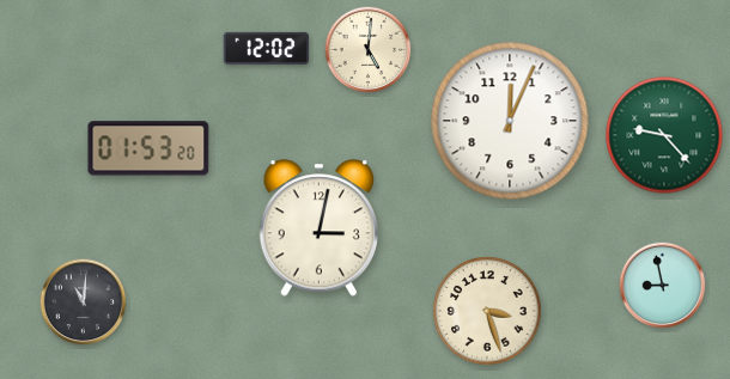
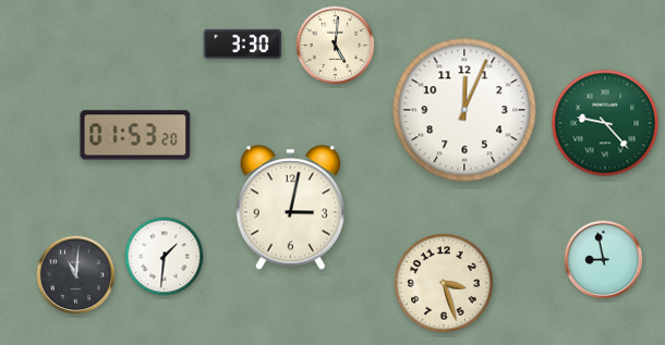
clock at (267, 48): 12:02 -> 3:30
clock at (165, 257): none -> 1:31
